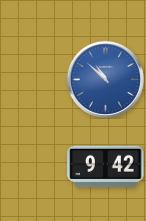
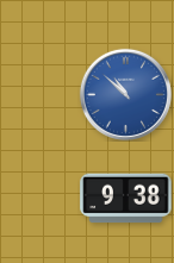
clock at (106, 167): 9:42 -> 9:38
